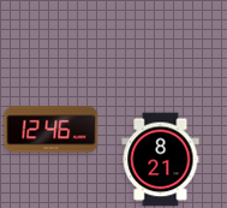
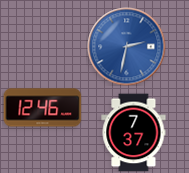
clock at (126, 46): none -> 2:32
clock at (161, 159): 8:21 -> 7:37
